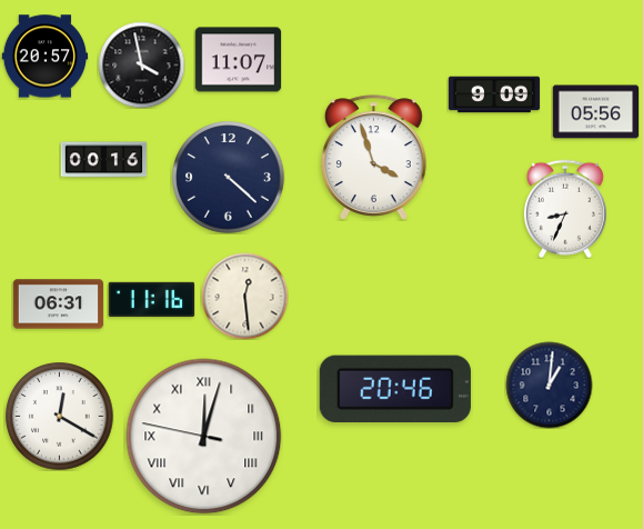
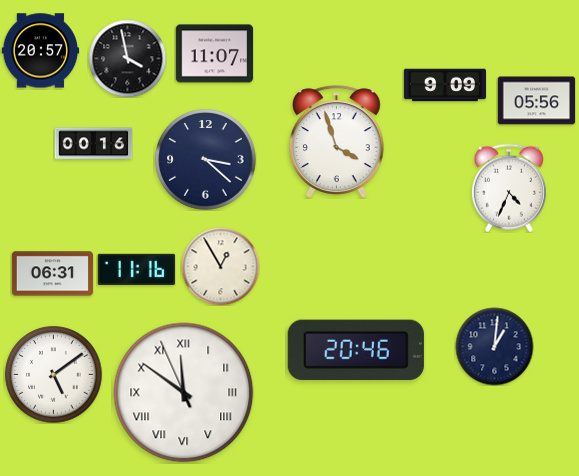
clock at (229, 178): 4:22 -> 3:22
clock at (565, 209): 8:34 -> 4:34
clock at (244, 296): 12:29 -> 12:55
clock at (60, 417): 12:20 -> 5:09
clock at (204, 437): 12:02 -> 11:50
